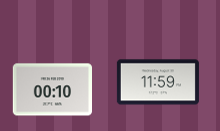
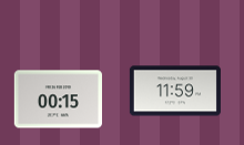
clock at (52, 90): 00:10 -> 00:15
